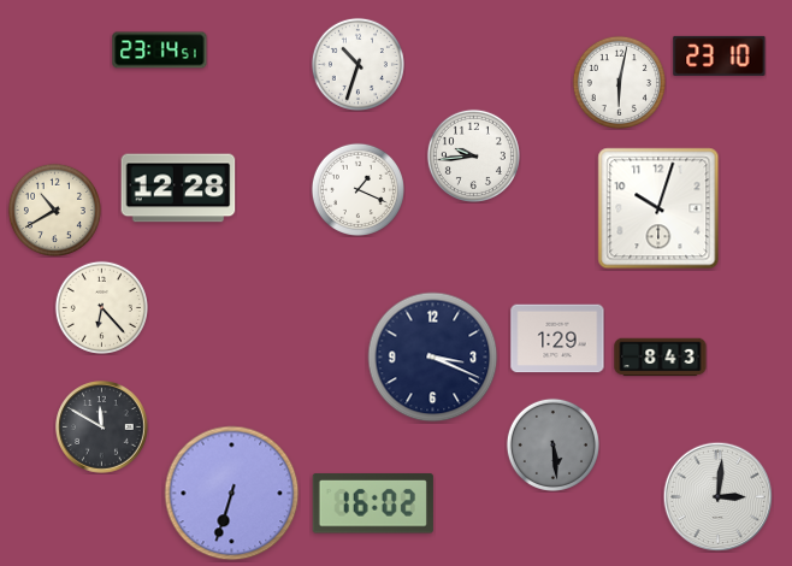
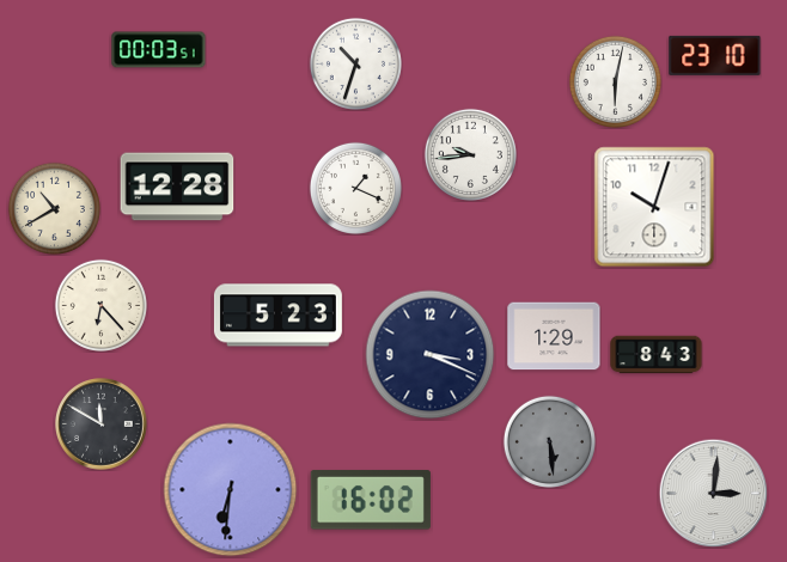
clock at (160, 51): 23:14 -> 00:03
clock at (277, 316): none -> 5:23
clock at (232, 494): 6:33 -> 6:31
